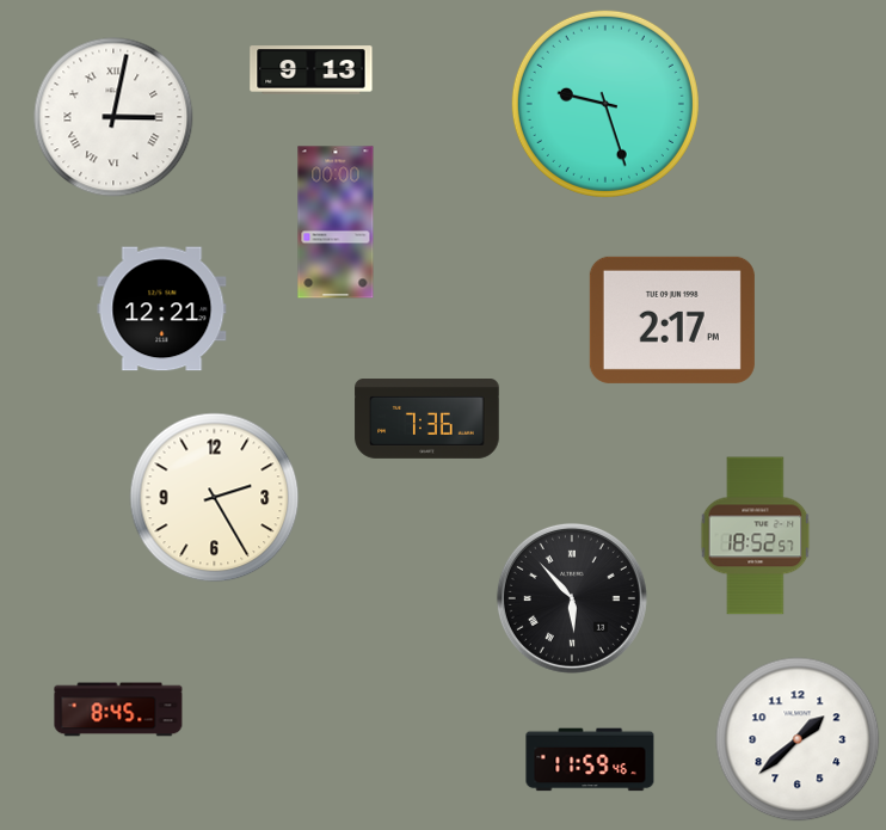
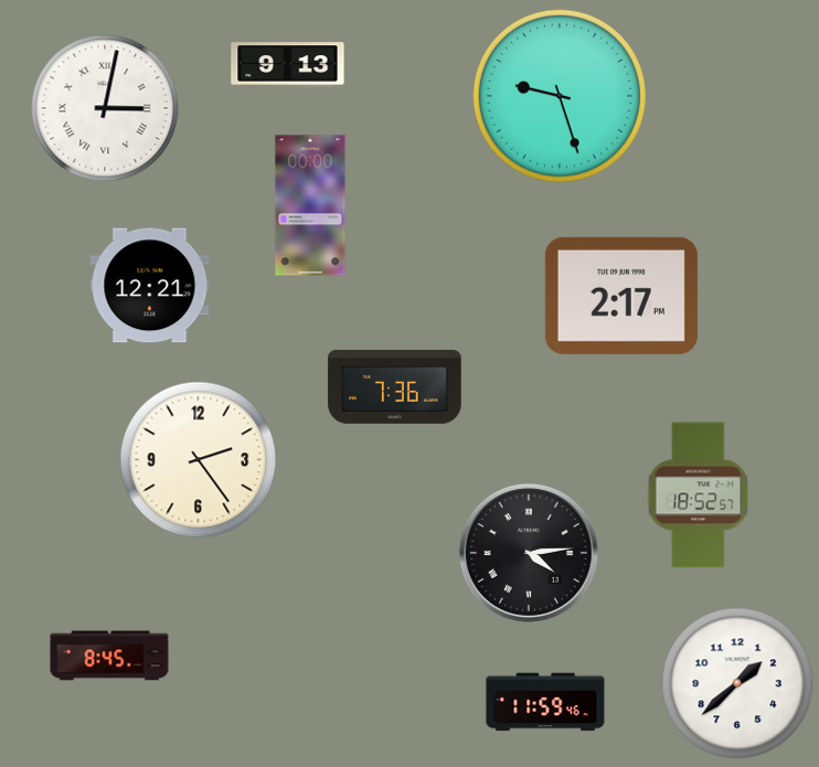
clock at (215, 498): 2:25 -> 2:24
clock at (572, 598): 5:53 -> 4:14
